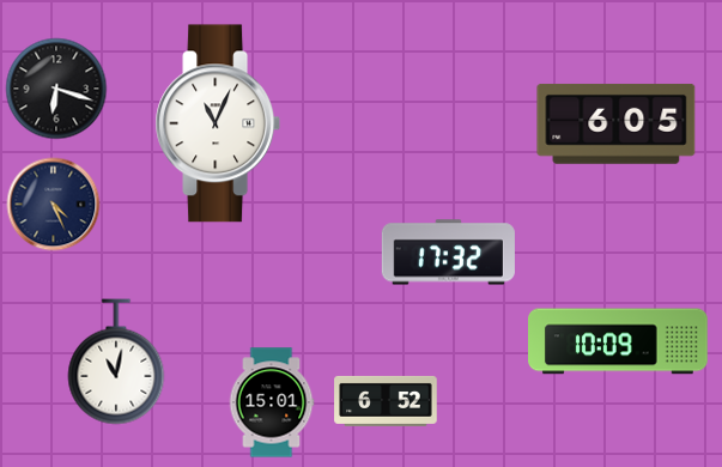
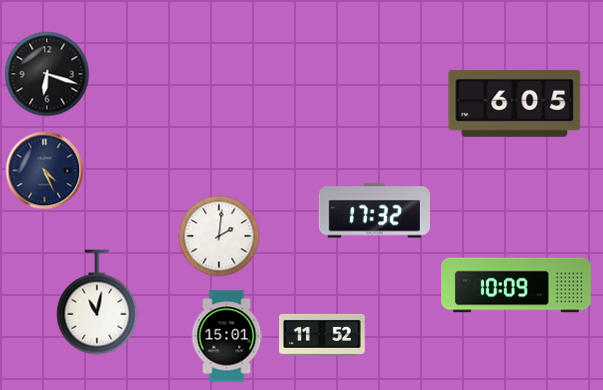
clock at (218, 123): 11:04 -> none
clock at (219, 236): none -> 2:01
clock at (386, 401): 6:52 -> 11:52
